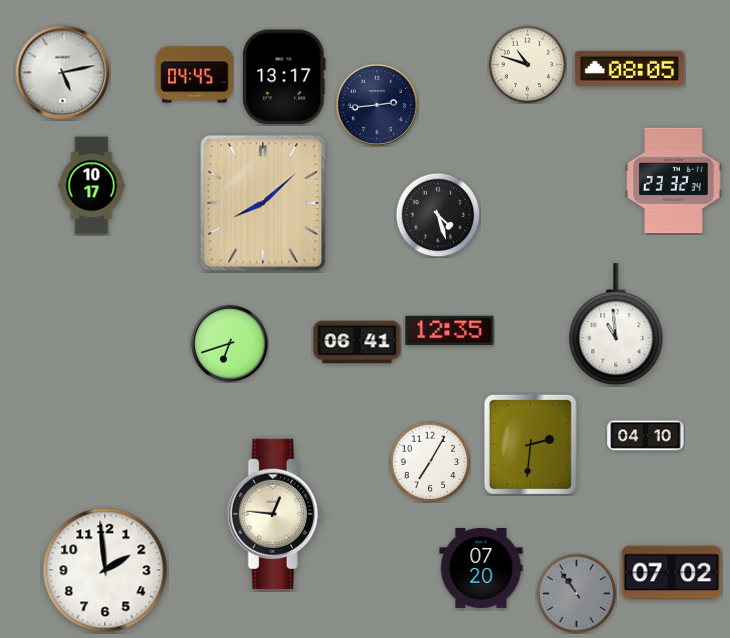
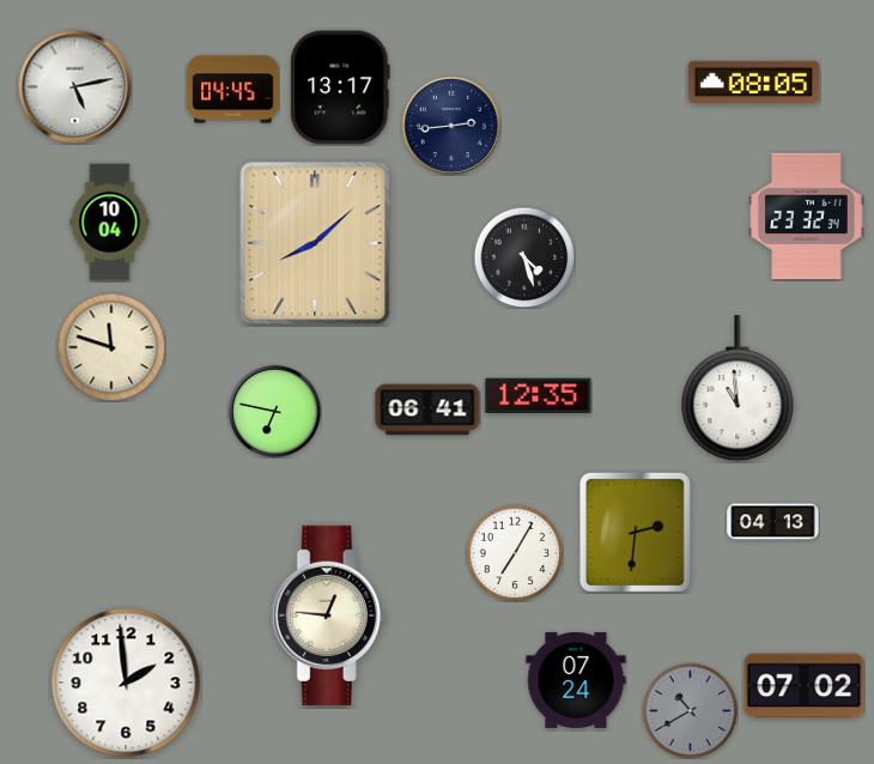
clock at (527, 64): 10:48 -> none
clock at (284, 77) position: (284, 77) -> (340, 87)
clock at (92, 186): 10:17 -> 10:04
clock at (111, 347): none -> 11:48
clock at (229, 343): 6:42 -> 6:47
clock at (646, 436): 04:10 -> 04:13
clock at (481, 568): 07:20 -> 07:24
clock at (576, 593): 10:54 -> 10:40
